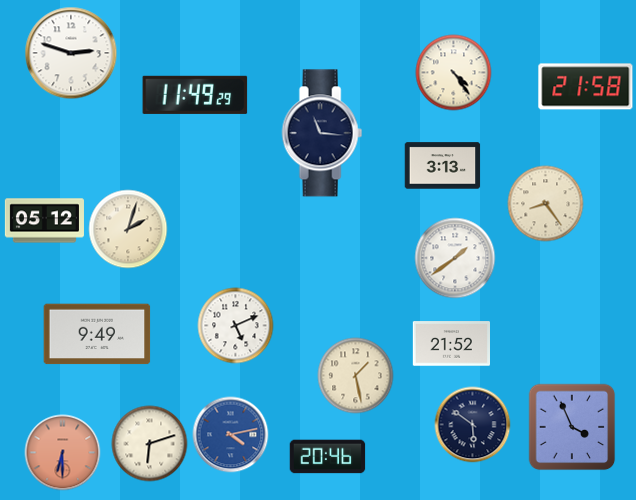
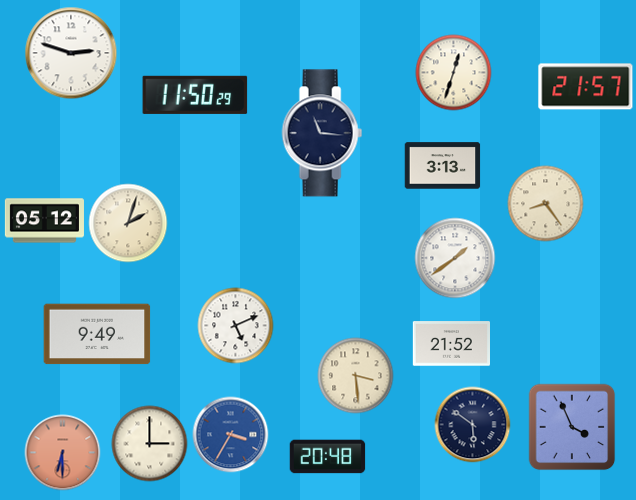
clock at (454, 73): 4:24 -> 12:33
clock at (586, 87): 21:58 -> 21:57
clock at (195, 95): 11:49 -> 11:50
clock at (128, 229) position: (128, 229) -> (128, 223)
clock at (356, 376): 1:28 -> 3:29
clock at (231, 435): 4:13 -> 3:35
clock at (150, 444): 6:12 -> 3:00
clock at (328, 457): 20:46 -> 20:48
